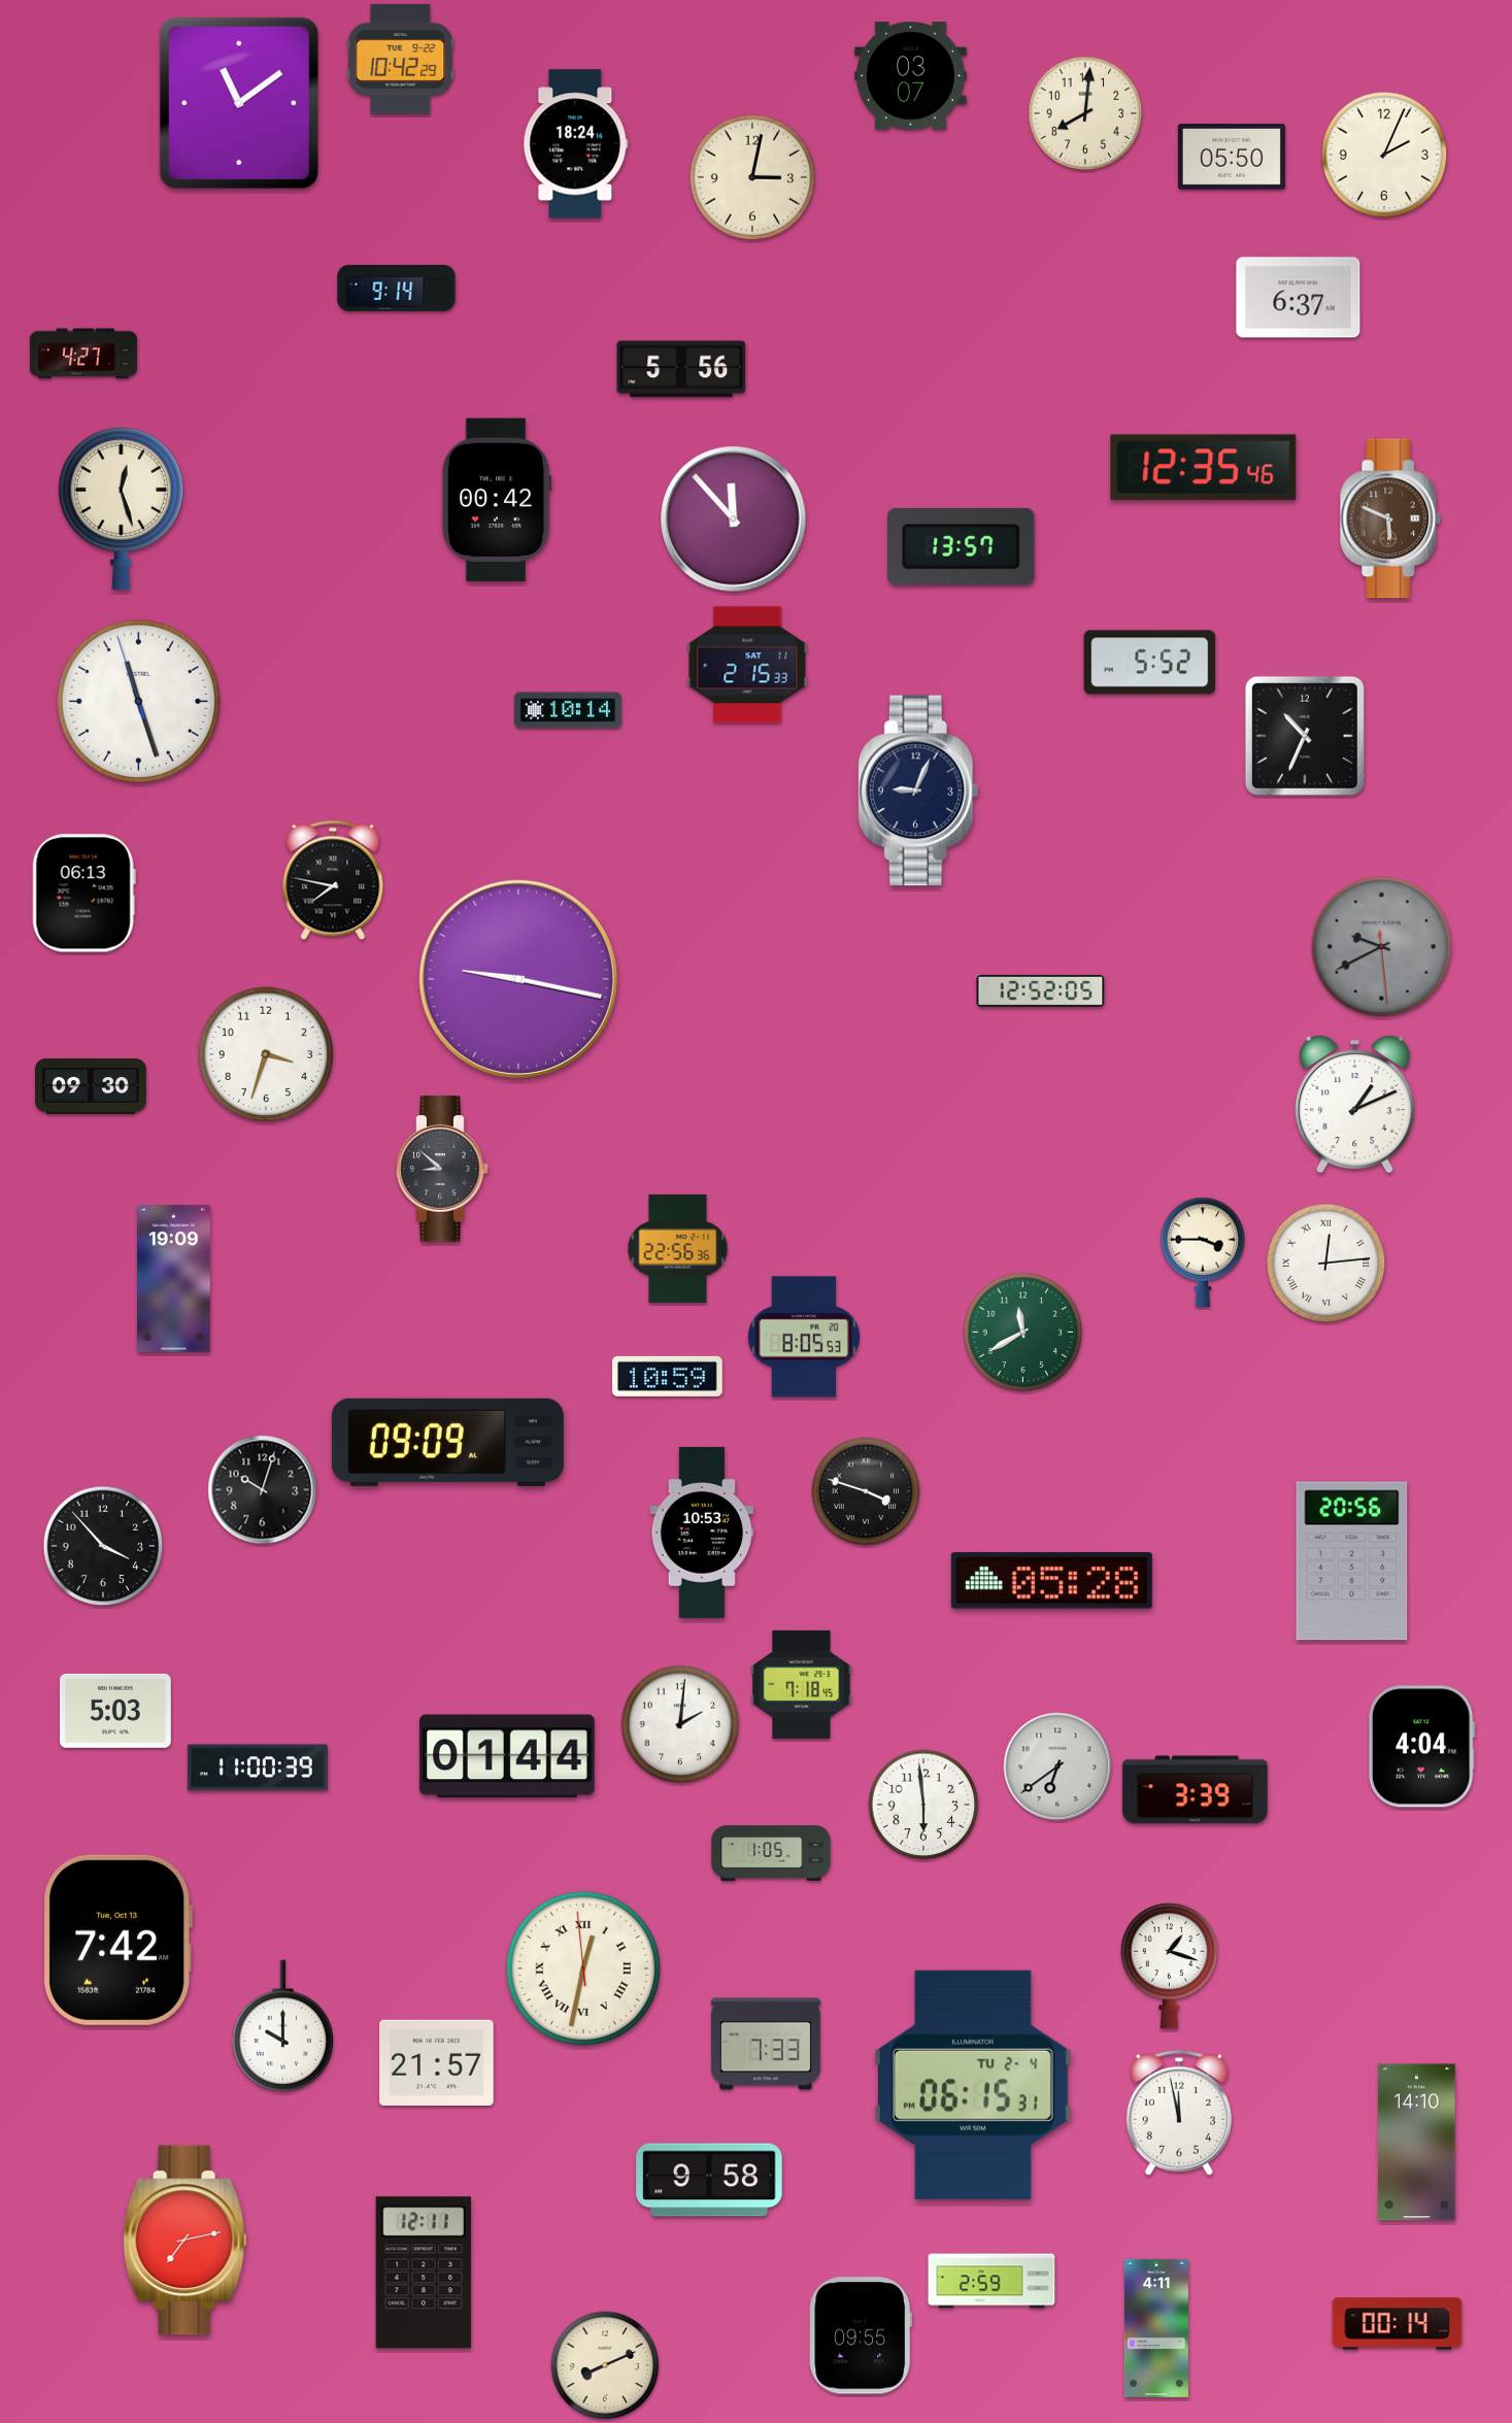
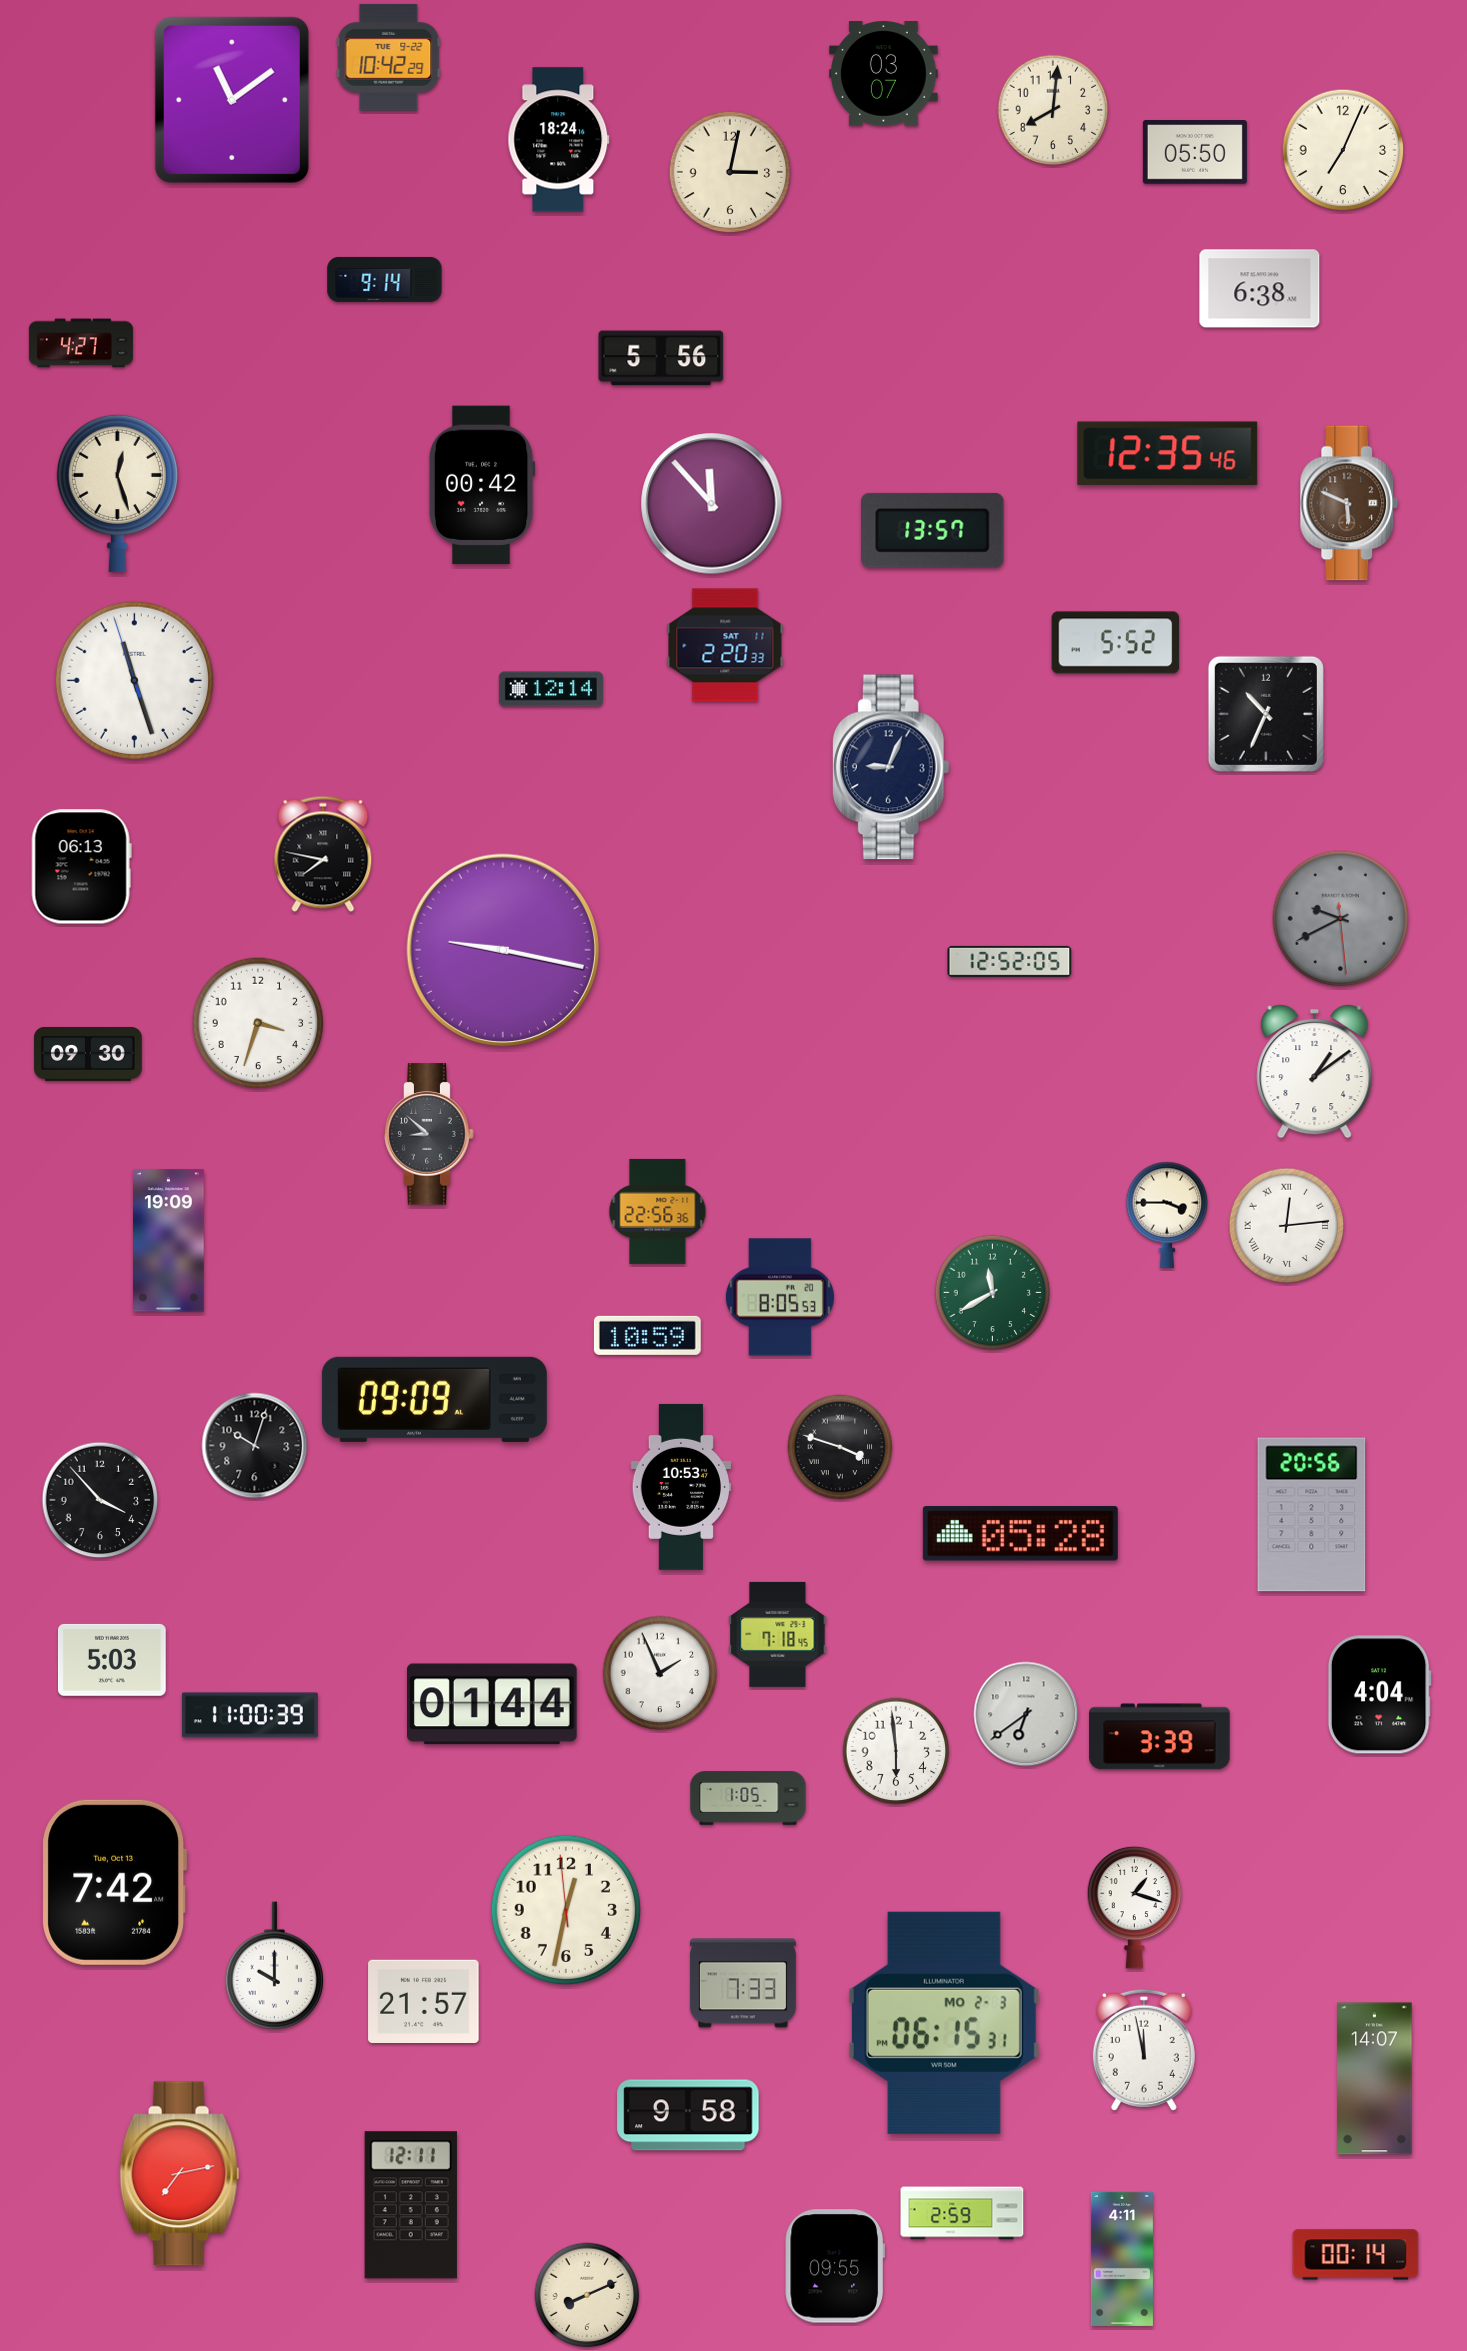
clock at (1384, 155): 2:04 -> 7:04
clock at (1299, 298): 6:37 -> 6:38
clock at (747, 665): 2:15 -> 2:20
clock at (568, 710): 10:14 -> 12:14
clock at (1355, 1104): 1:11 -> 1:09
clock at (680, 1724): 2:01 -> 1:56
clock at (583, 1968) numerals: Roman -> Arabic
clock at (973, 2085) date: TU 2-4 -> MO 2-3
clock at (1417, 2143): 14:10 -> 14:07
